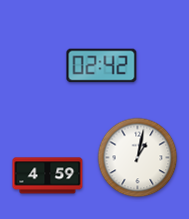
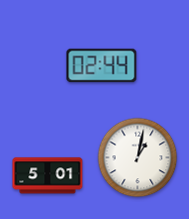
clock at (102, 66): 02:42 -> 02:44
clock at (48, 176): 4:59 -> 5:01
